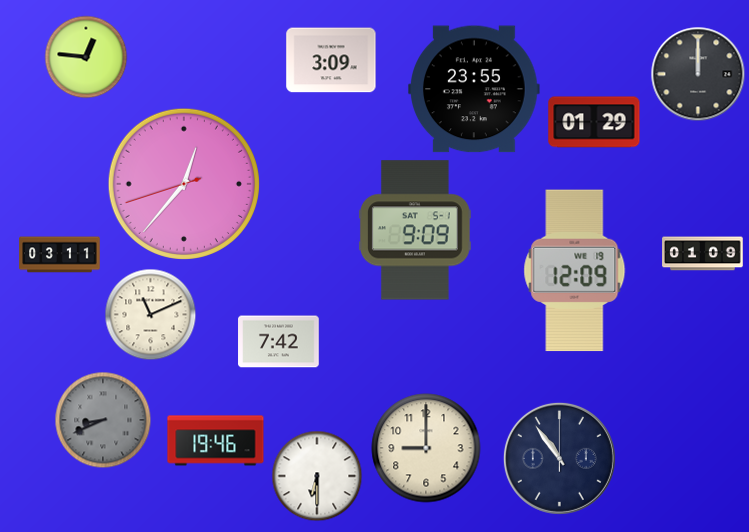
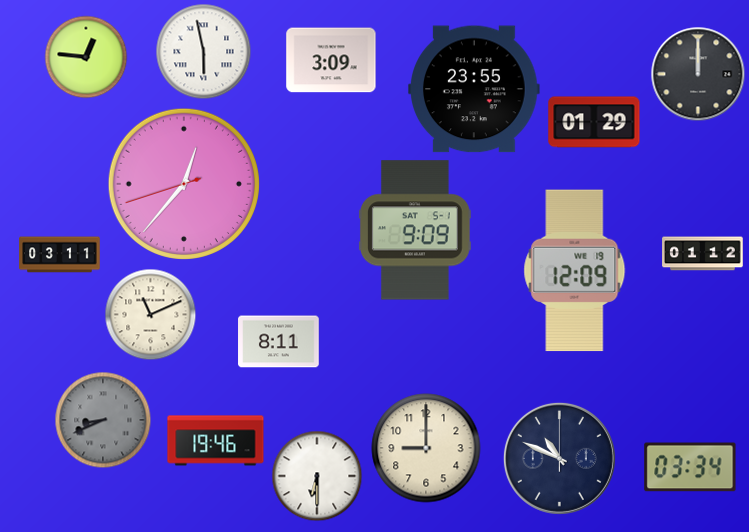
clock at (203, 51): none -> 5:58
clock at (703, 254): 01:09 -> 01:12
clock at (279, 342): 7:42 -> 8:11
clock at (559, 458): 10:54 -> 10:49
clock at (690, 467): none -> 03:34
